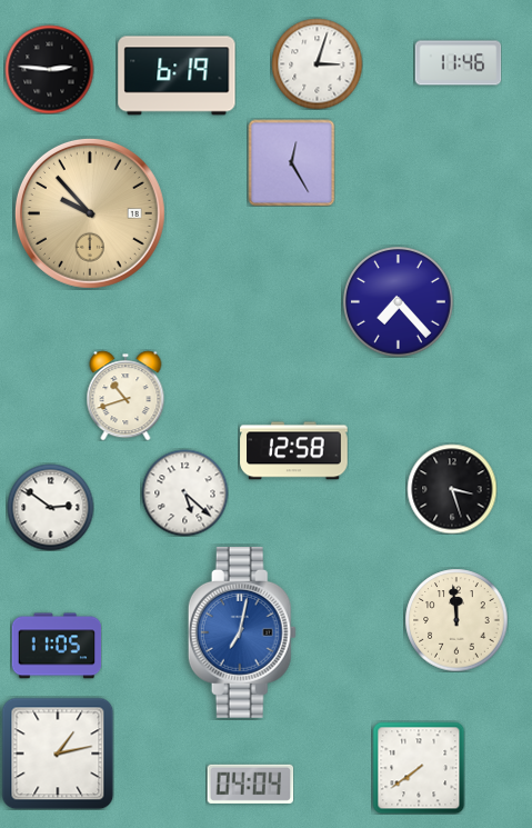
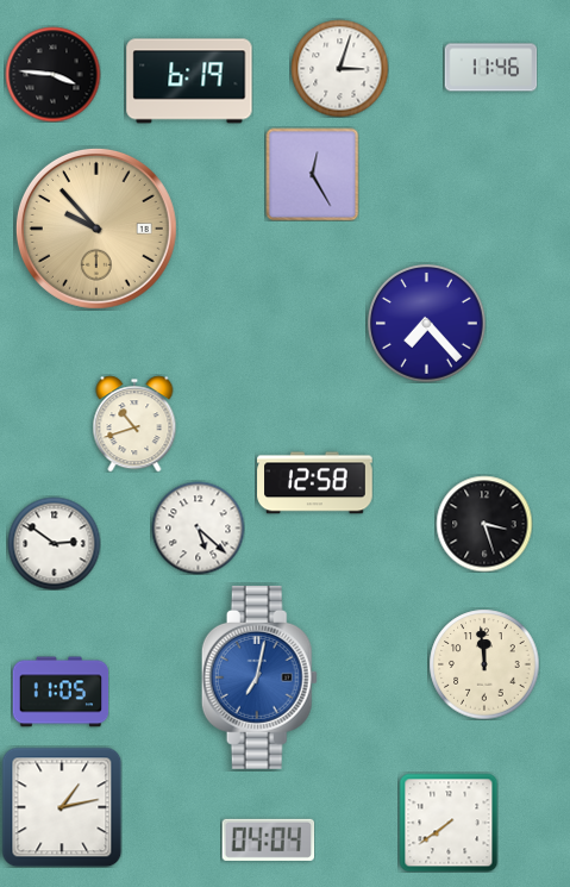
clock at (49, 69): 2:46 -> 3:46
clock at (456, 620) position: (456, 620) -> (484, 664)
